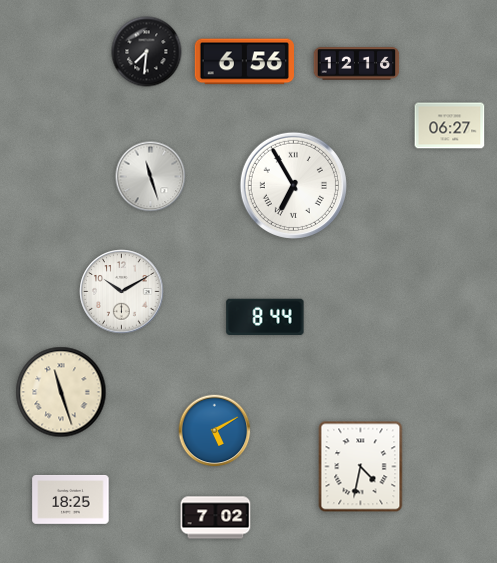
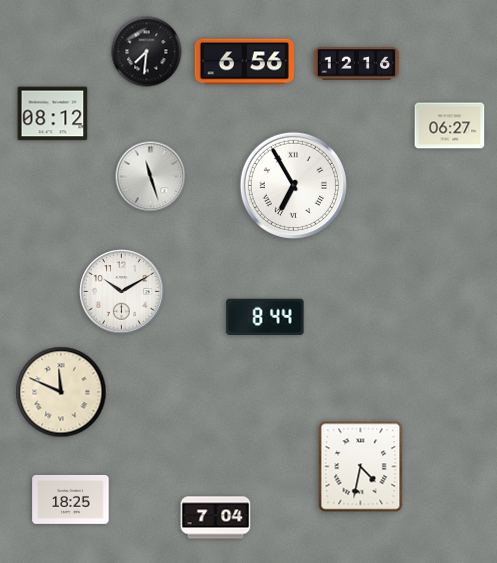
clock at (53, 114): none -> 08:12
clock at (61, 392): 11:27 -> 11:49
clock at (215, 431): 5:10 -> none
clock at (216, 518): 7:02 -> 7:04
